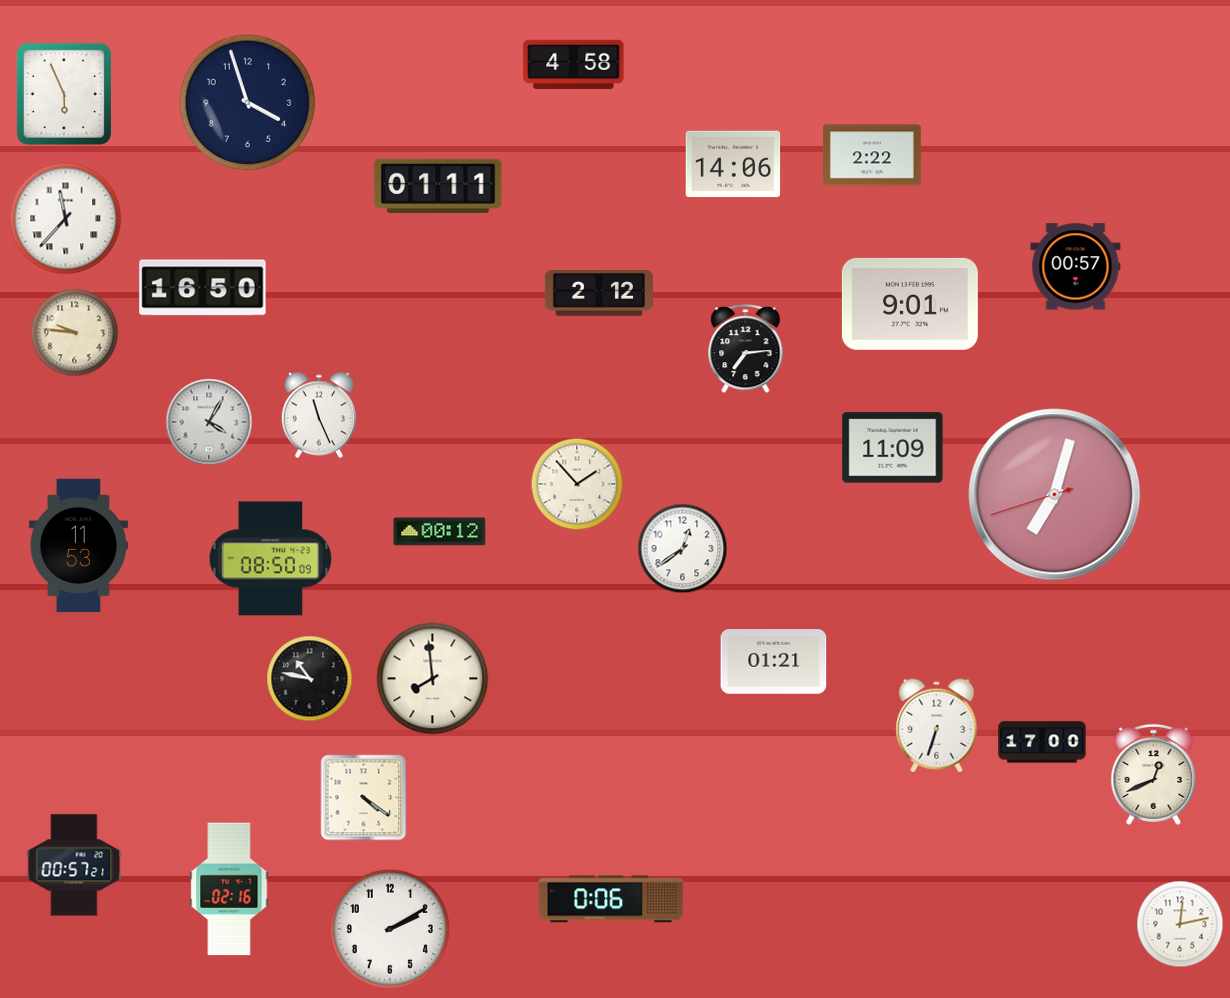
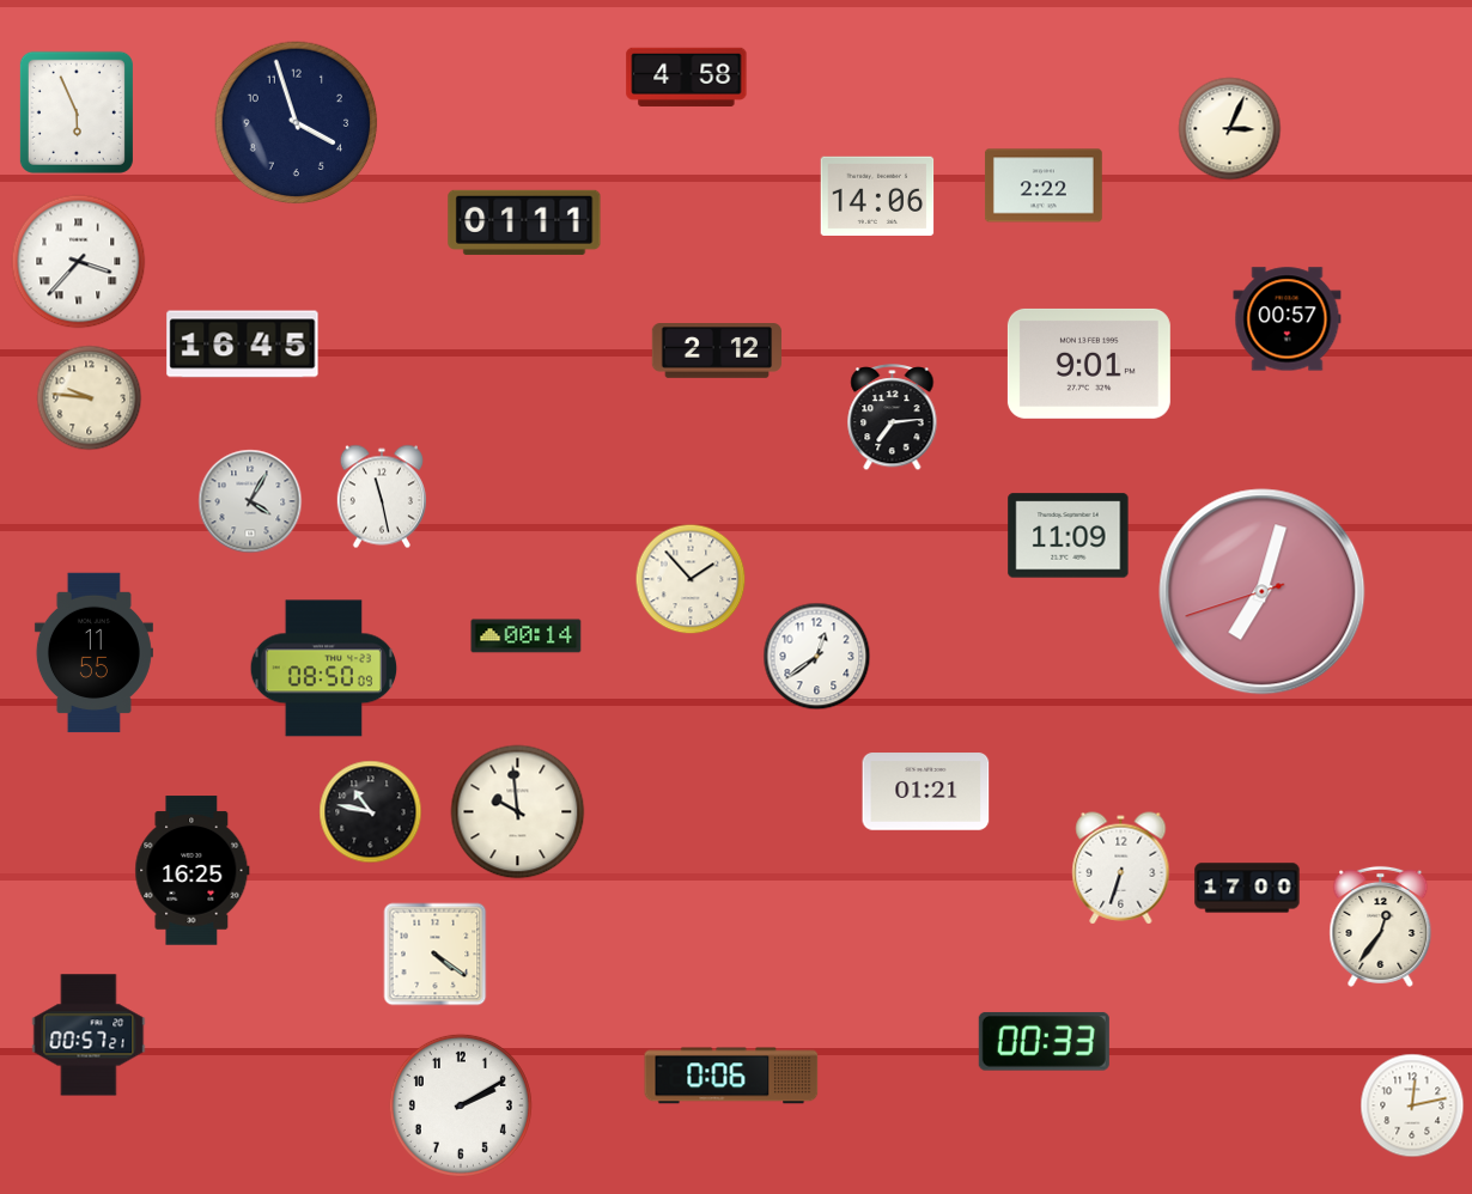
clock at (1230, 129): none -> 3:04
clock at (66, 219): 11:37 -> 3:37
clock at (203, 288): 16:50 -> 16:45
clock at (319, 415): 11:26 -> 11:28
clock at (209, 422) position: (209, 422) -> (250, 501)
clock at (440, 532): 00:12 -> 00:14
clock at (78, 546): 11:53 -> 11:55
clock at (433, 679): 7:59 -> 9:59
clock at (193, 871): none -> 16:25
clock at (1154, 774): 12:41 -> 12:36
clock at (1044, 1042): none -> 00:33
clock at (229, 889): 02:16 -> none
clock at (390, 929) position: (390, 929) -> (461, 1105)
